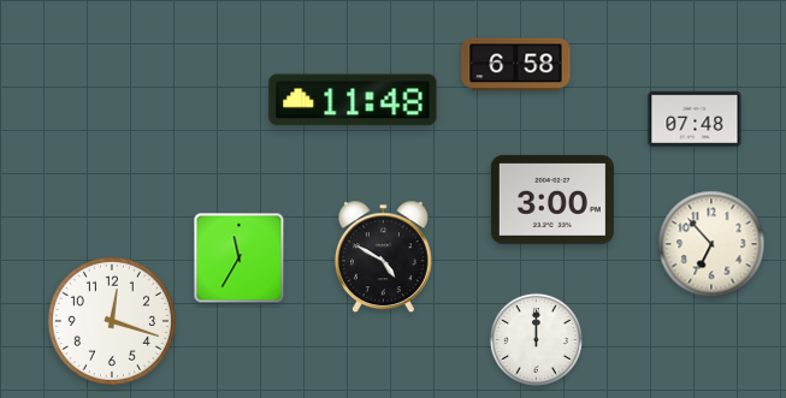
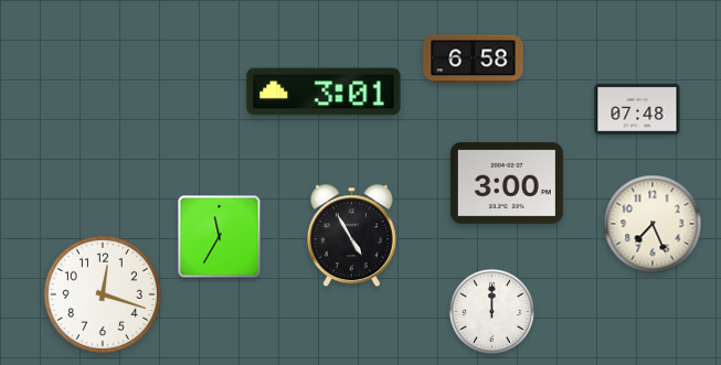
clock at (353, 100): 11:48 -> 3:01
clock at (711, 244): 6:53 -> 7:26
clock at (383, 257): 4:50 -> 4:55
